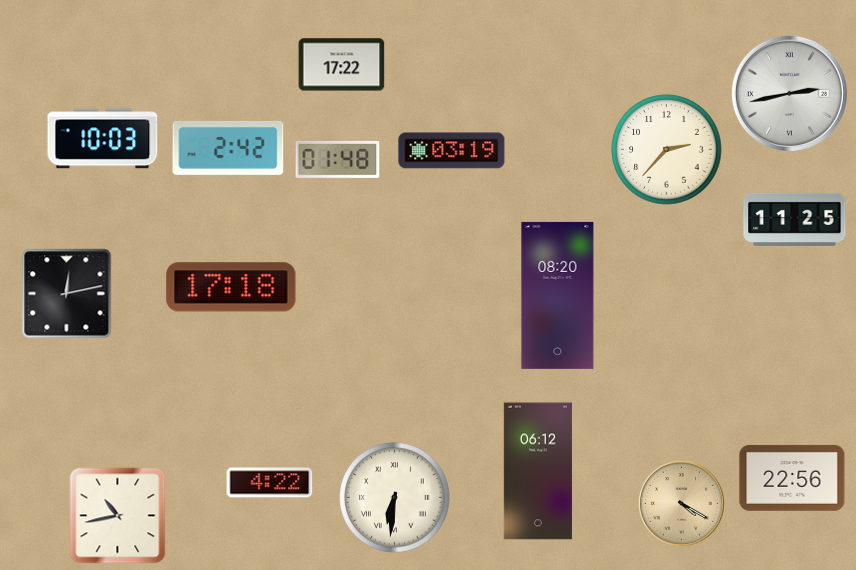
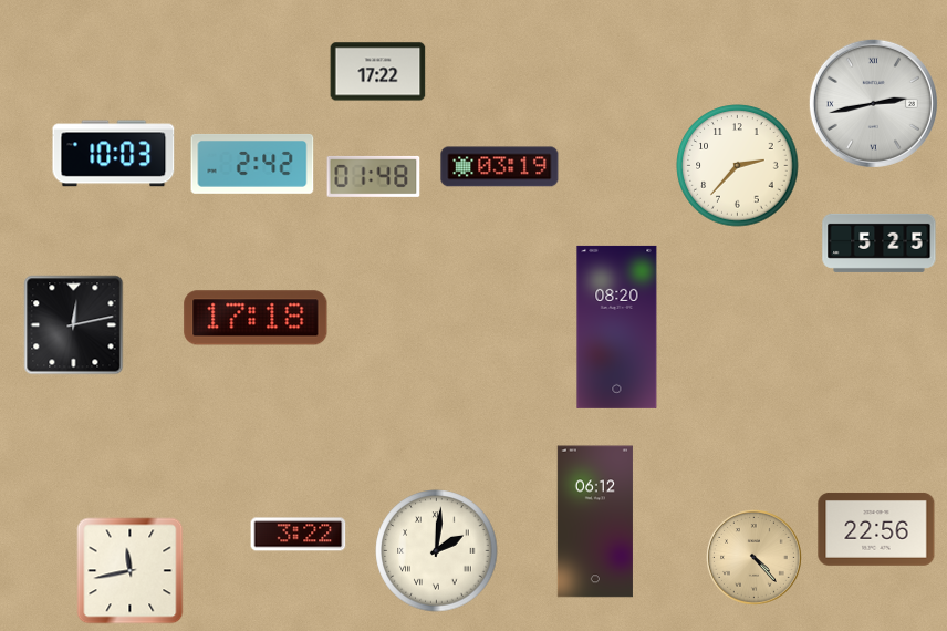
clock at (795, 219): 11:25 -> 5:25
clock at (270, 483): 4:22 -> 3:22
clock at (395, 498): 6:31 -> 2:01
clock at (682, 504): 4:20 -> 4:23
clock at (118, 516): 10:43 -> 11:43
